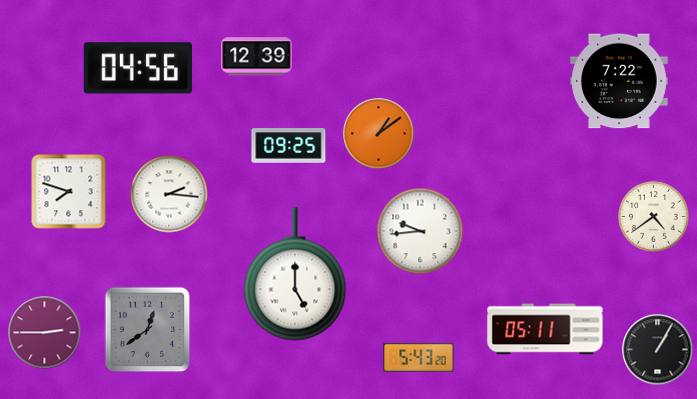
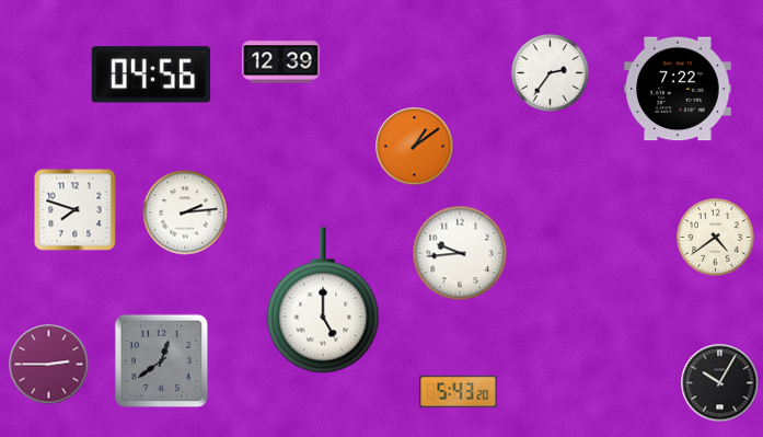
clock at (551, 73): none -> 2:36
clock at (289, 146): 09:25 -> none
clock at (169, 194): 2:16 -> 2:14
clock at (545, 329): 05:11 -> none
clock at (658, 350): 1:05 -> 10:05
